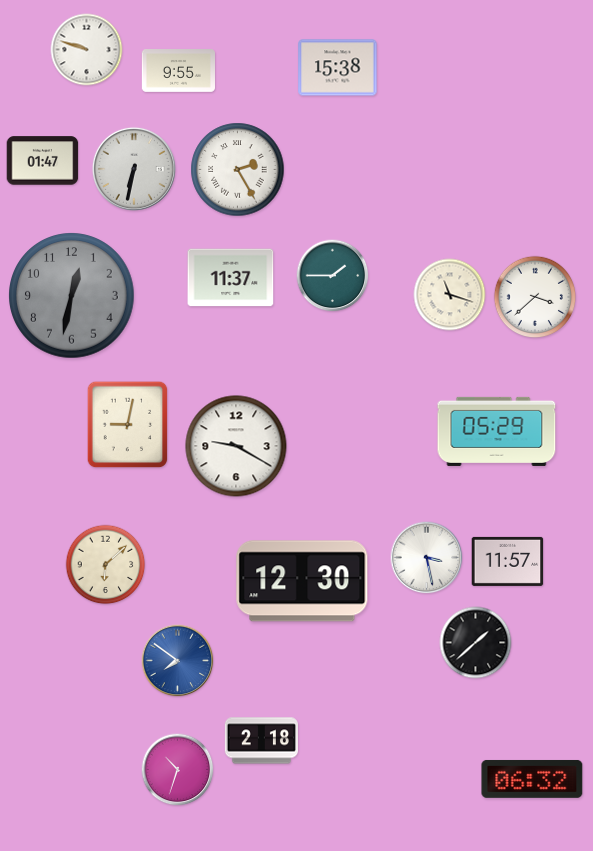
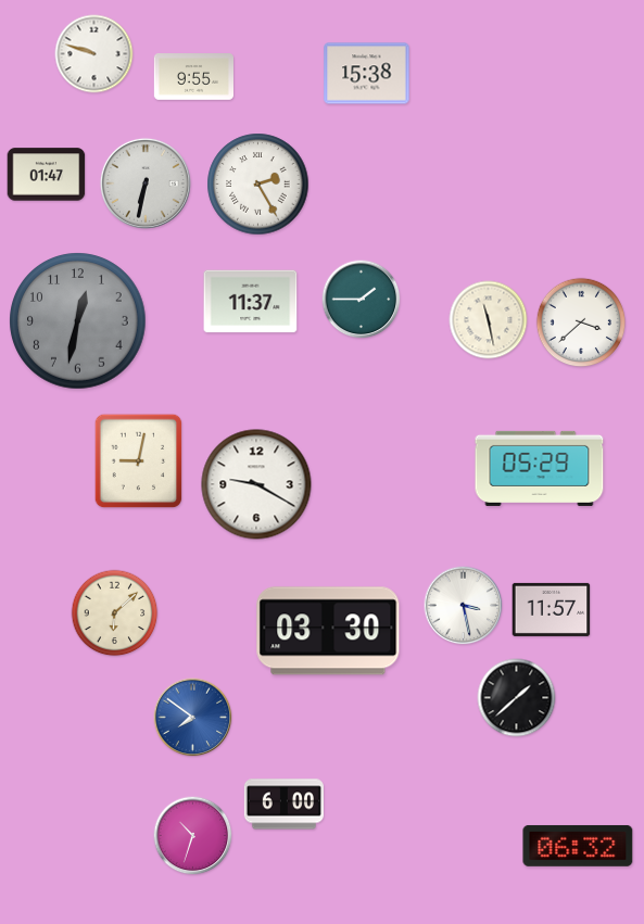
clock at (450, 295): 11:18 -> 11:28
clock at (302, 581): 12:30 -> 03:30
clock at (261, 741): 2:18 -> 6:00
